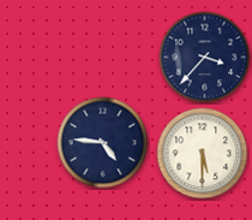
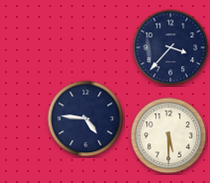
clock at (203, 154) position: (203, 154) -> (169, 136)
